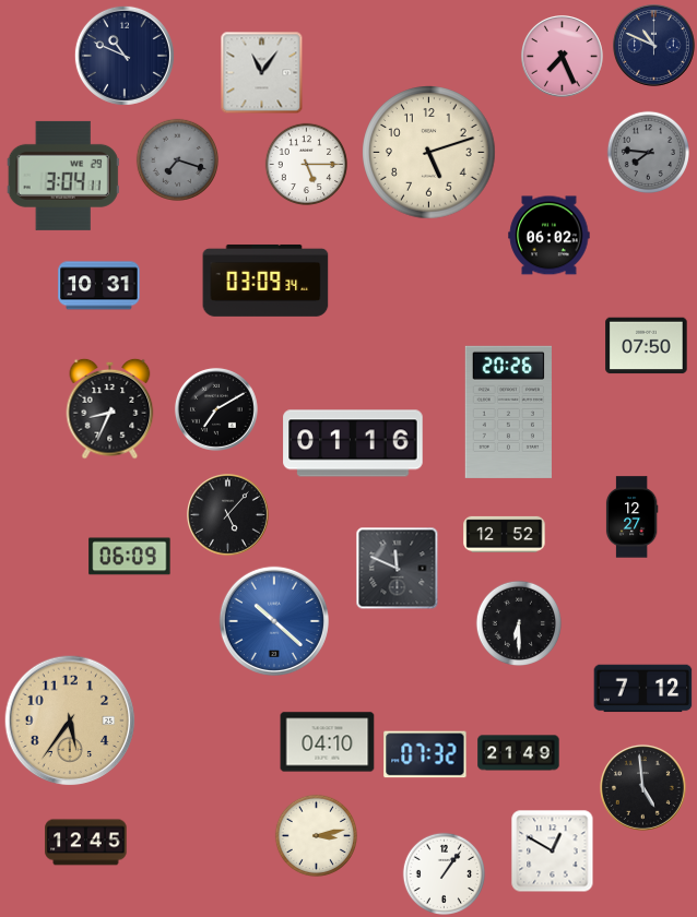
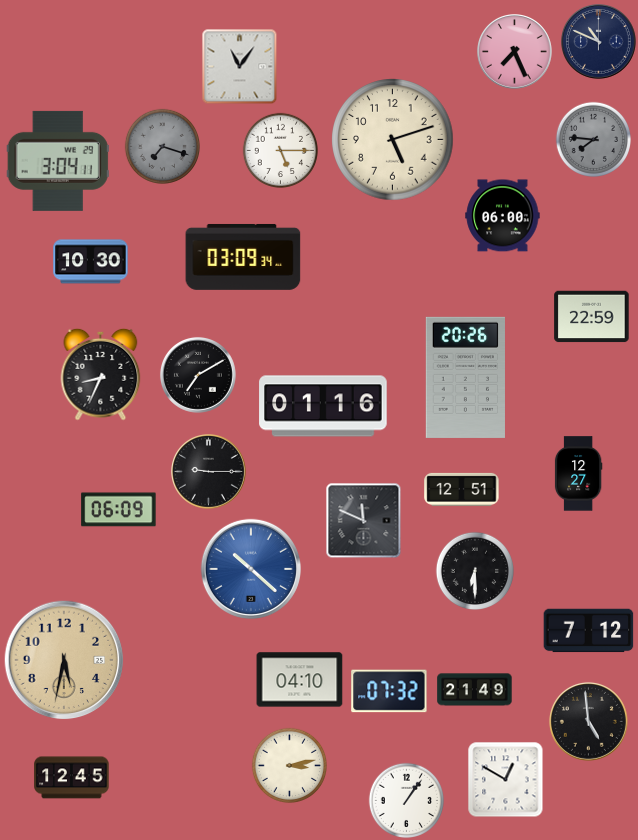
clock at (125, 56): 10:49 -> none
clock at (550, 236): 06:02 -> 06:00
clock at (99, 286): 10:31 -> 10:30
clock at (647, 346): 07:50 -> 22:59
clock at (228, 515): 5:07 -> 9:15
clock at (505, 534): 12:52 -> 12:51
clock at (70, 720): 5:36 -> 5:32
clock at (86, 843) position: (86, 843) -> (72, 778)
